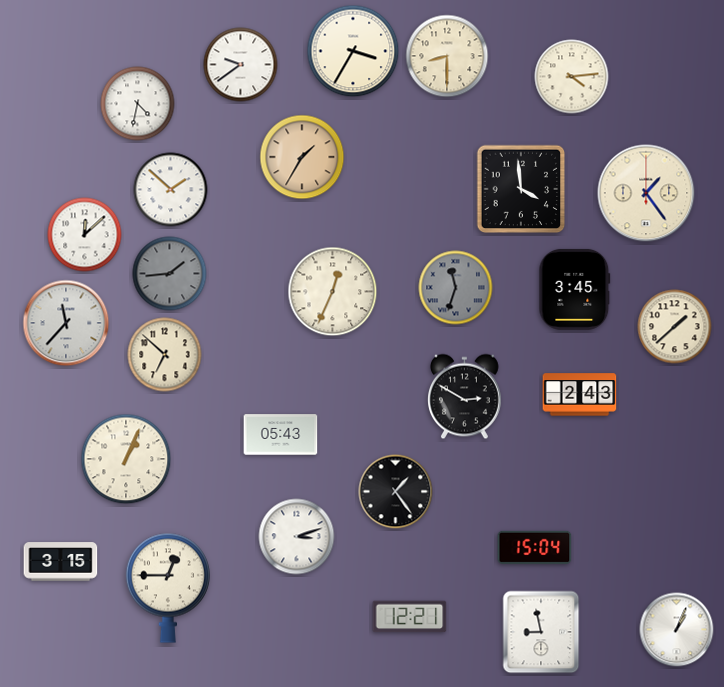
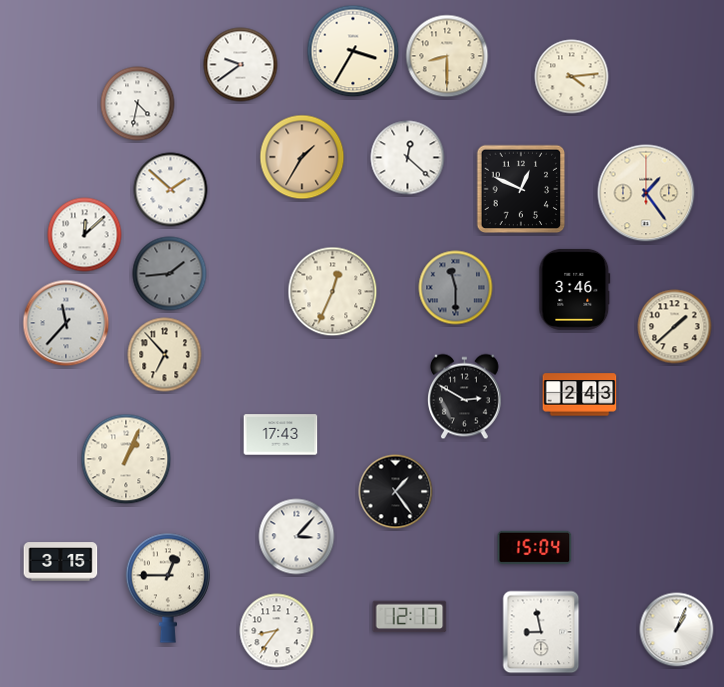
clock at (408, 158): none -> 12:22
clock at (521, 189): 3:59 -> 12:49
clock at (456, 288): 11:33 -> 11:30
clock at (575, 289): 3:45 -> 3:46
clock at (165, 355): 6:52 -> 6:53
clock at (281, 435): 05:43 -> 17:43
clock at (297, 537): 3:12 -> 3:07
clock at (410, 617): 12:21 -> 12:17
clock at (277, 631): none -> 8:36
